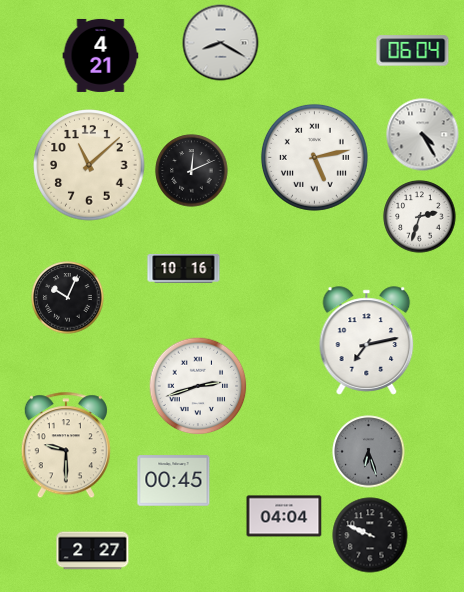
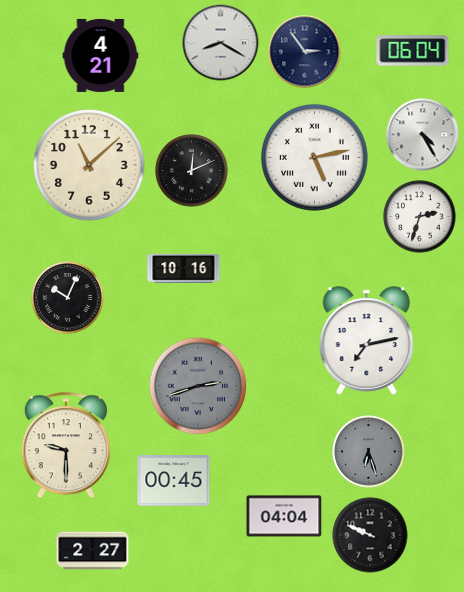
clock at (305, 52): none -> 2:54
clock at (198, 386) dial: white -> grey
